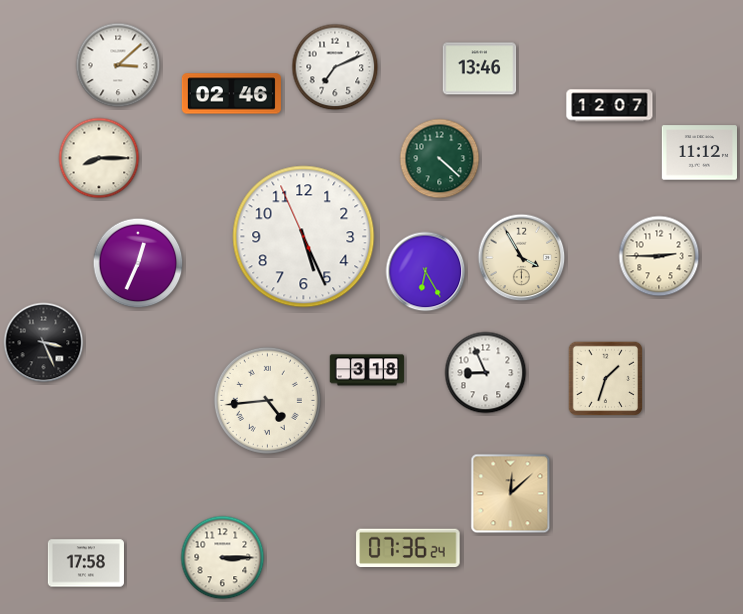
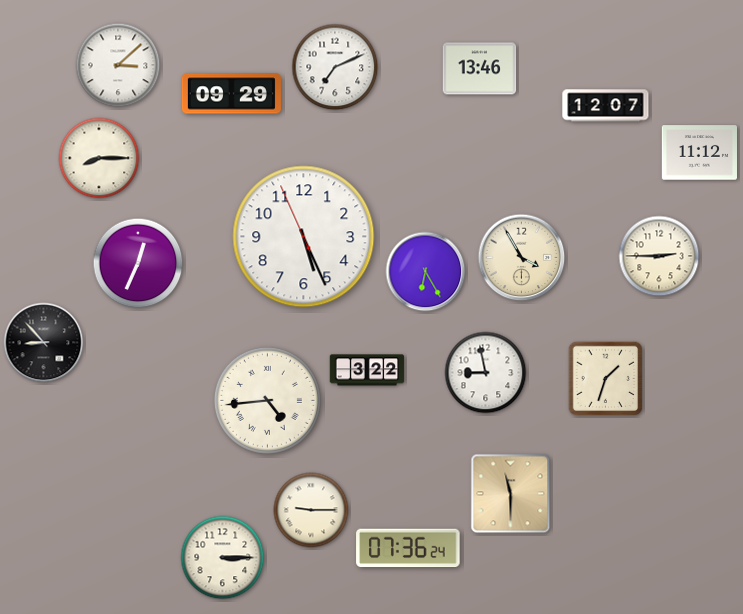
clock at (231, 94): 02:46 -> 09:29
clock at (610, 106) position: (610, 106) -> (606, 106)
clock at (440, 159): 4:22 -> none
clock at (44, 343): 3:26 -> 8:53
clock at (367, 370): 3:18 -> 3:22
clock at (486, 373): 8:56 -> 8:58
clock at (511, 494): 12:08 -> 11:30
clock at (311, 510): none -> 9:15
clock at (86, 563): 17:58 -> none
